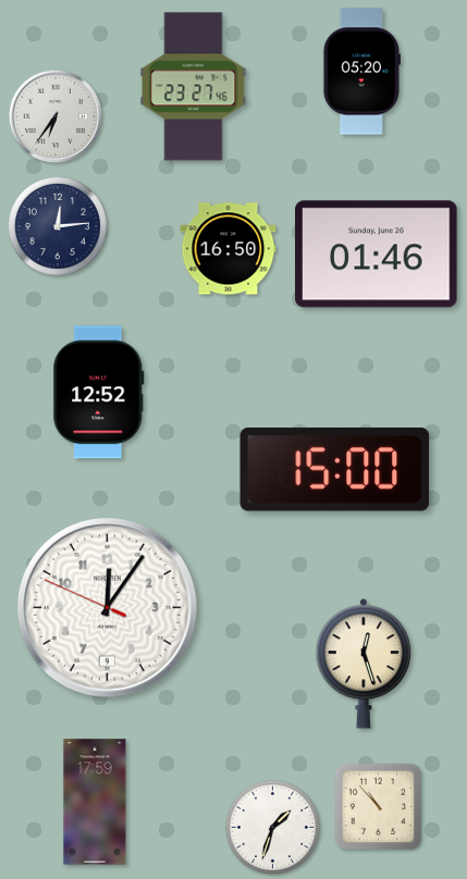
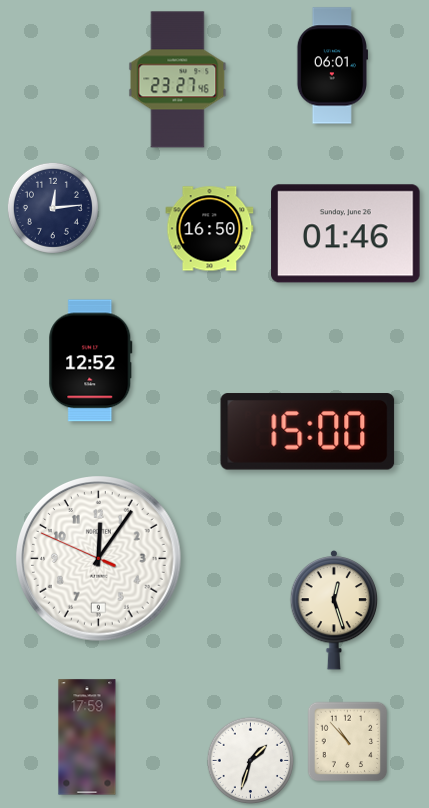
clock at (361, 72): 05:20 -> 06:01
clock at (56, 116): 6:36 -> none
